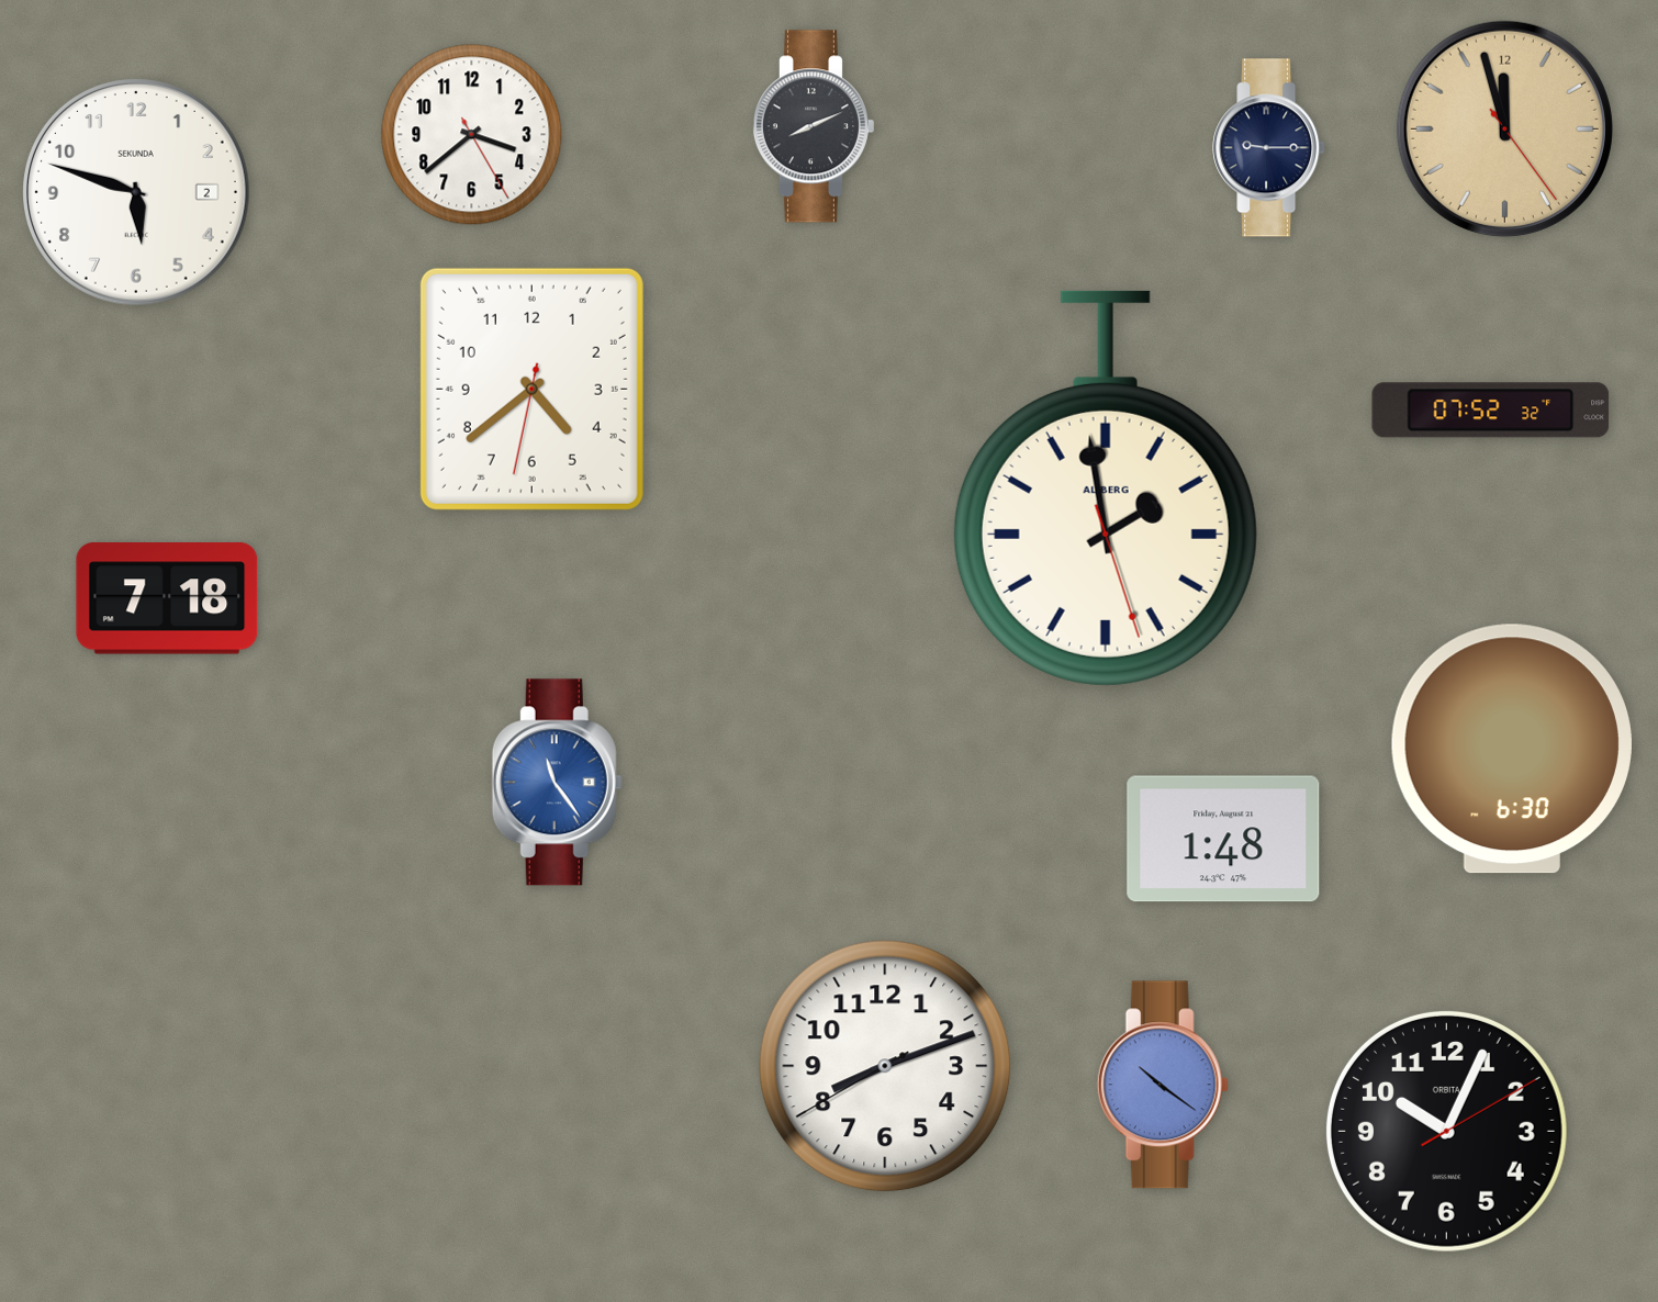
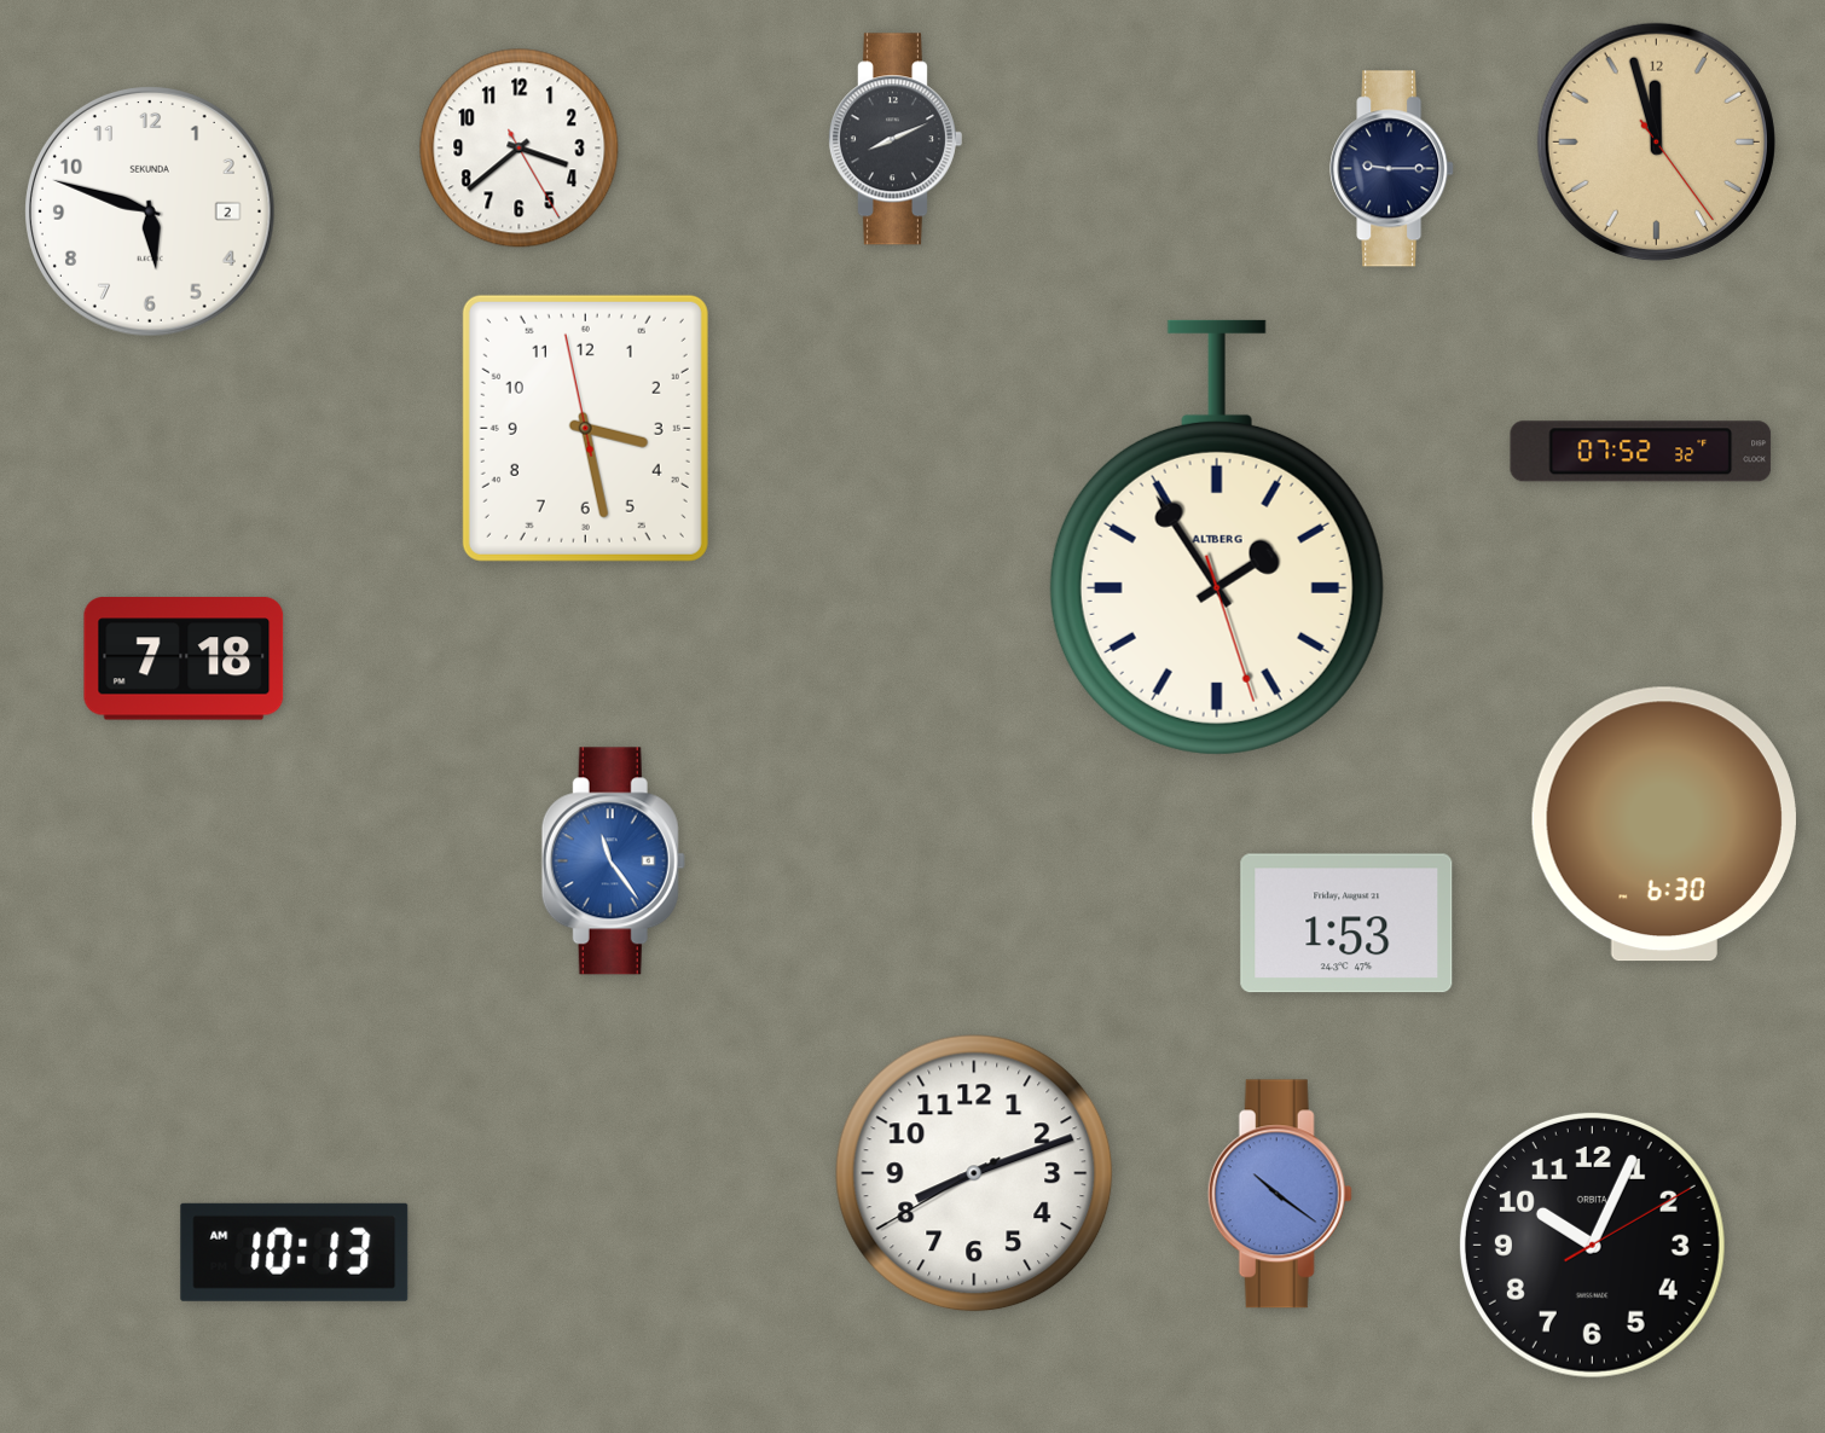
clock at (1269, 148) position: (1269, 148) -> (1392, 169)
clock at (531, 389): 4:38 -> 3:27
clock at (1106, 489): 1:58 -> 1:54
clock at (1223, 839): 1:48 -> 1:53
clock at (295, 1252): none -> 10:13
